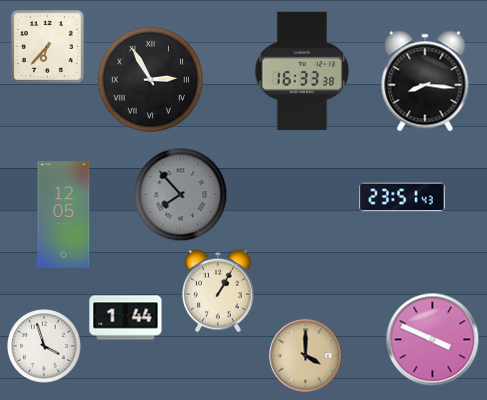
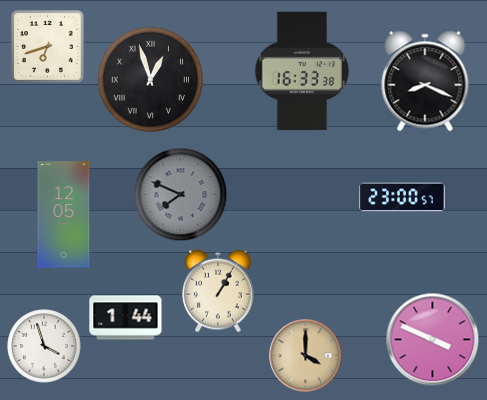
clock at (47, 46): 6:37 -> 6:42
clock at (150, 79): 2:55 -> 12:57
clock at (425, 81): 8:16 -> 8:19
clock at (181, 195): 7:53 -> 7:49
clock at (402, 197): 23:51 -> 23:00
